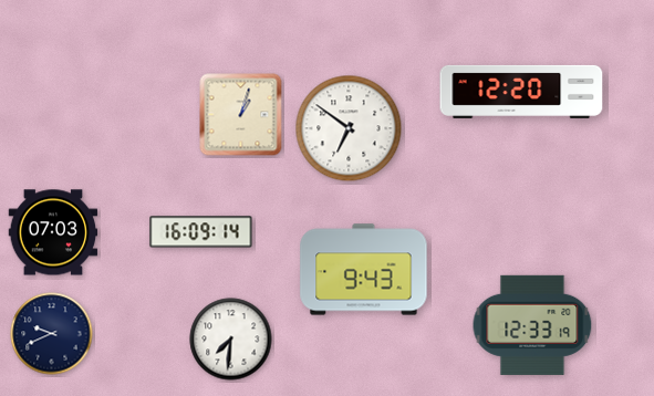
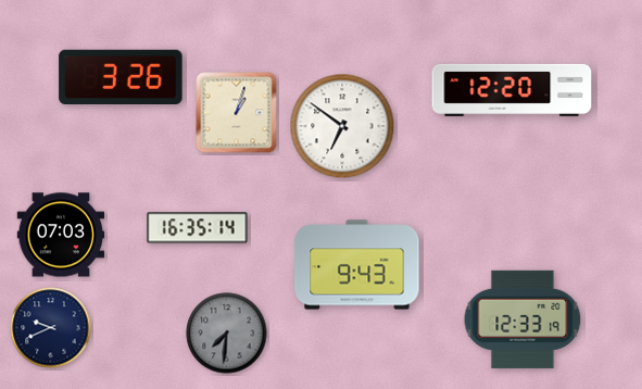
clock at (121, 76): none -> 3:26
clock at (53, 232) position: (53, 232) -> (61, 235)
clock at (201, 232): 16:09 -> 16:35
clock at (231, 340) dial: white -> grey
